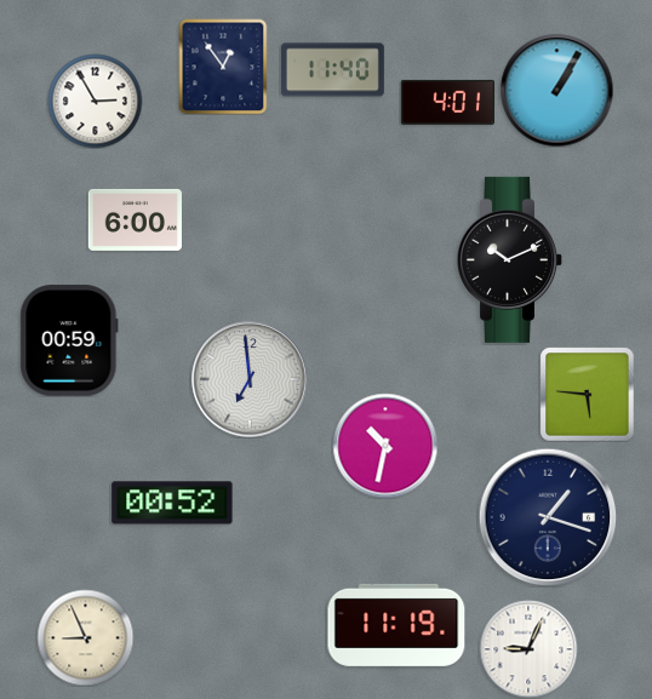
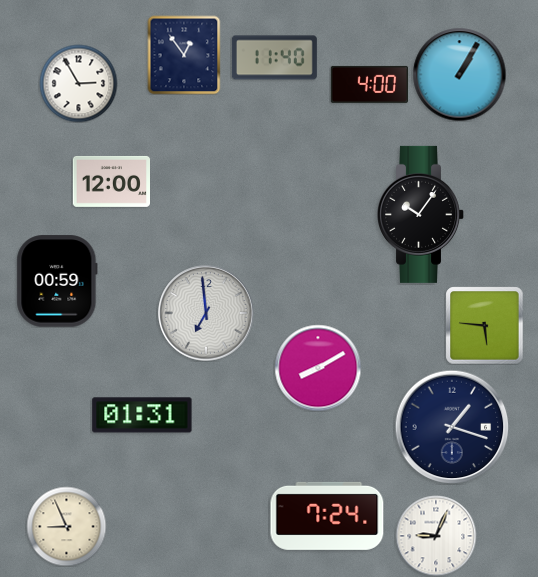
clock at (447, 102): 4:01 -> 4:00
clock at (135, 219): 6:00 -> 12:00
clock at (510, 259): 10:11 -> 10:06
clock at (385, 446): 10:32 -> 8:10
clock at (172, 503): 00:52 -> 01:31
clock at (396, 625): 11:19 -> 7:24
clock at (85, 637) position: (85, 637) -> (66, 526)
